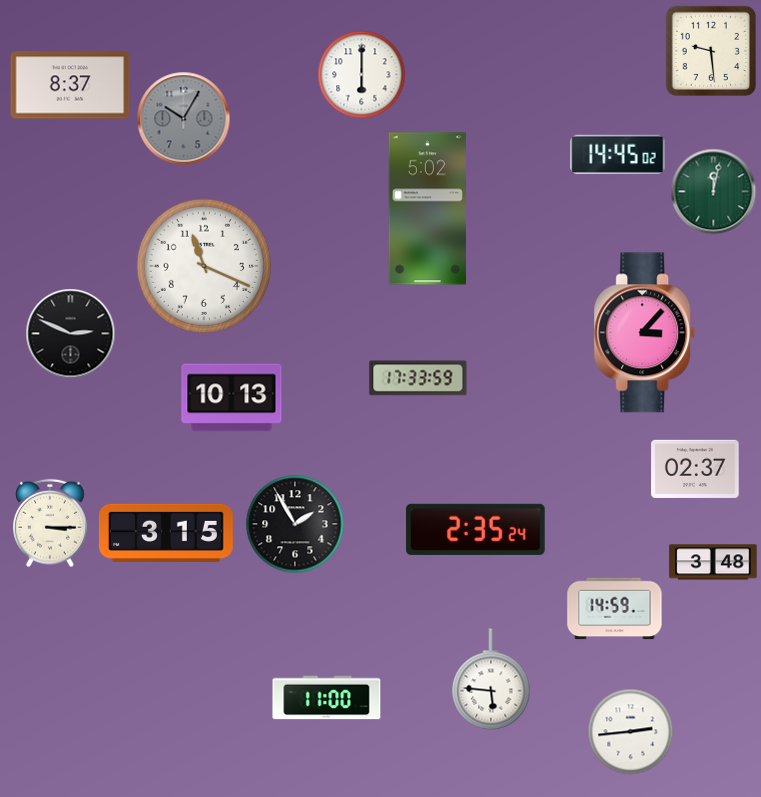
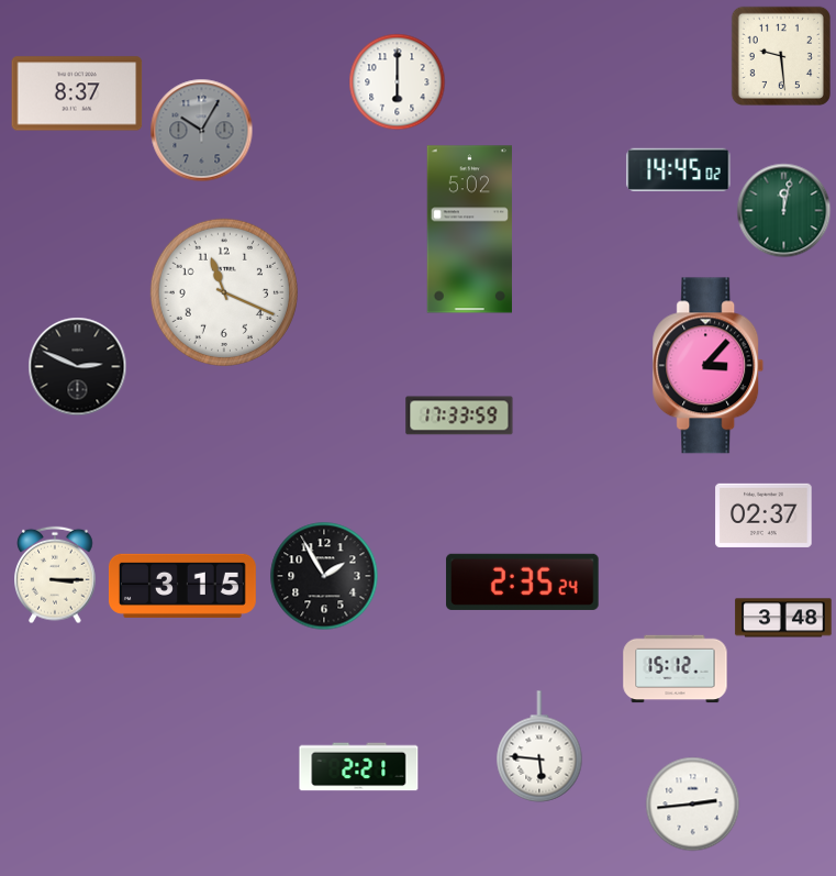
clock at (232, 398): 10:13 -> none
clock at (615, 609): 14:59 -> 15:12
clock at (327, 698): 11:00 -> 2:21
